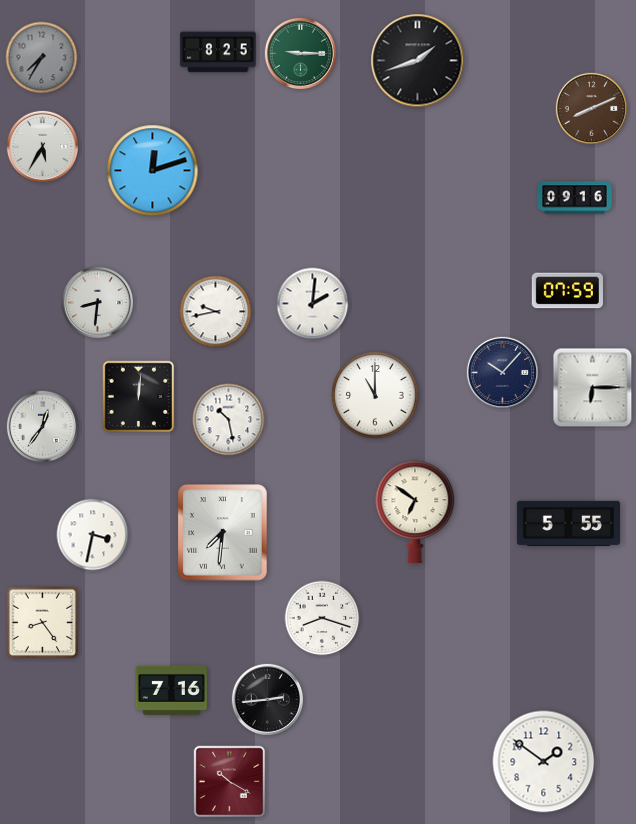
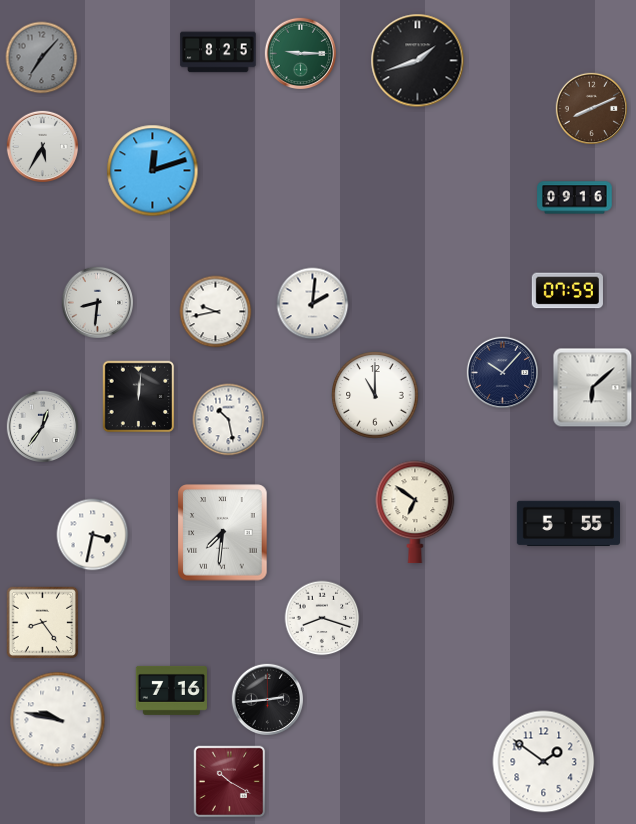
clock at (42, 58): 7:35 -> 7:07
clock at (593, 388): 6:15 -> 6:08
clock at (58, 720): none -> 9:47
